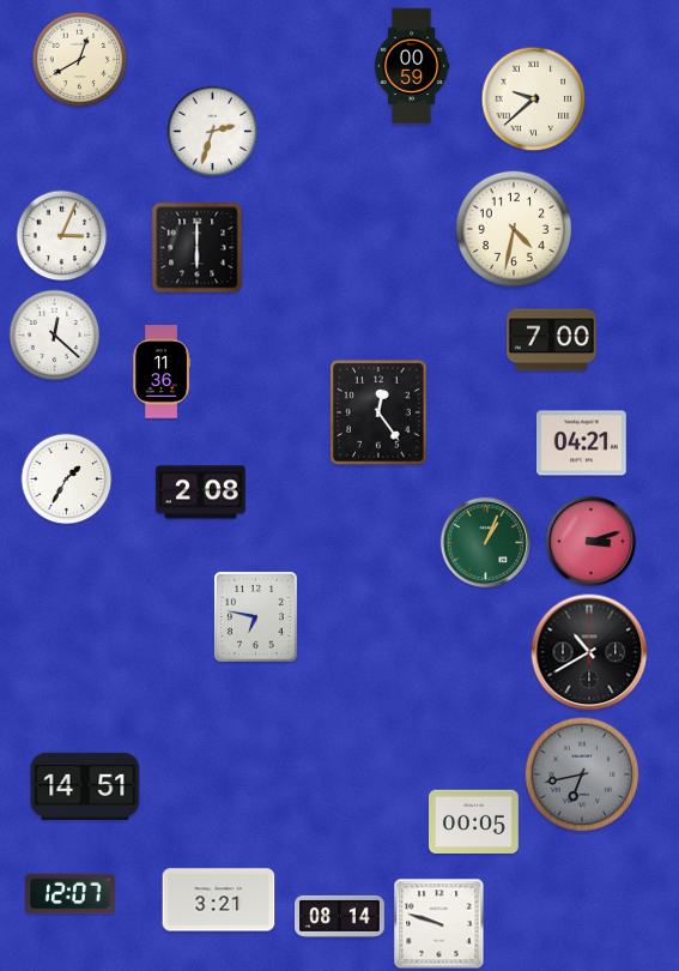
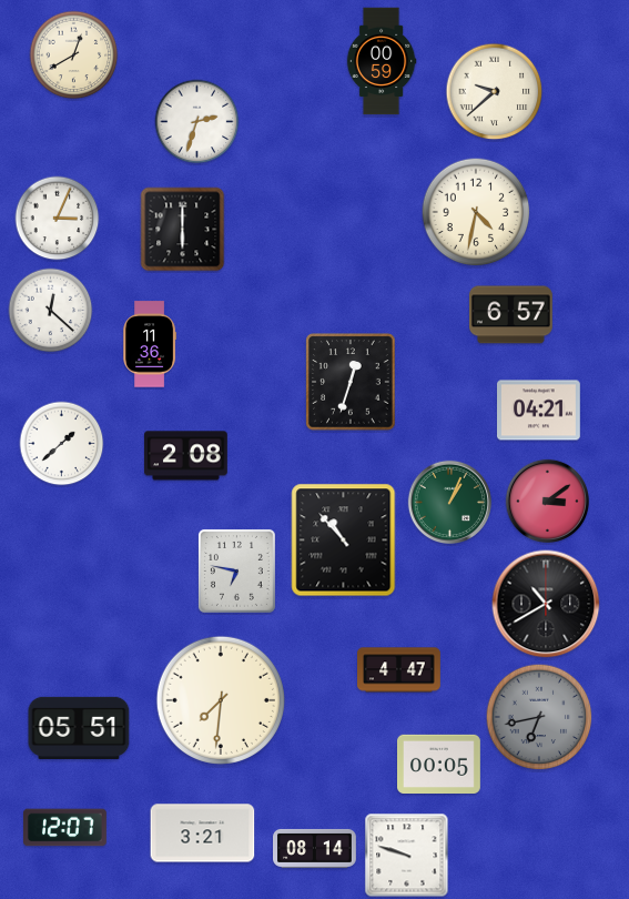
clock at (551, 340): 7:00 -> 6:57
clock at (378, 412): 12:24 -> 12:33
clock at (67, 480): 1:35 -> 1:38
clock at (590, 541): 3:12 -> 3:09
clock at (344, 541): none -> 10:53
clock at (399, 670): none -> 4:47
clock at (220, 699): none -> 7:31
clock at (85, 786): 14:51 -> 05:51
clock at (474, 822) position: (474, 822) -> (439, 765)
